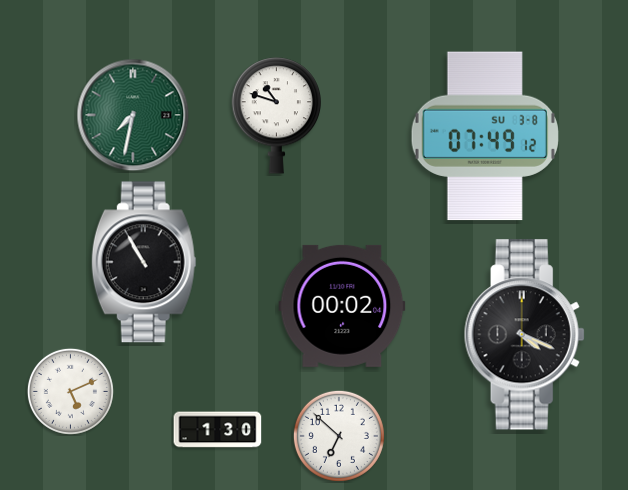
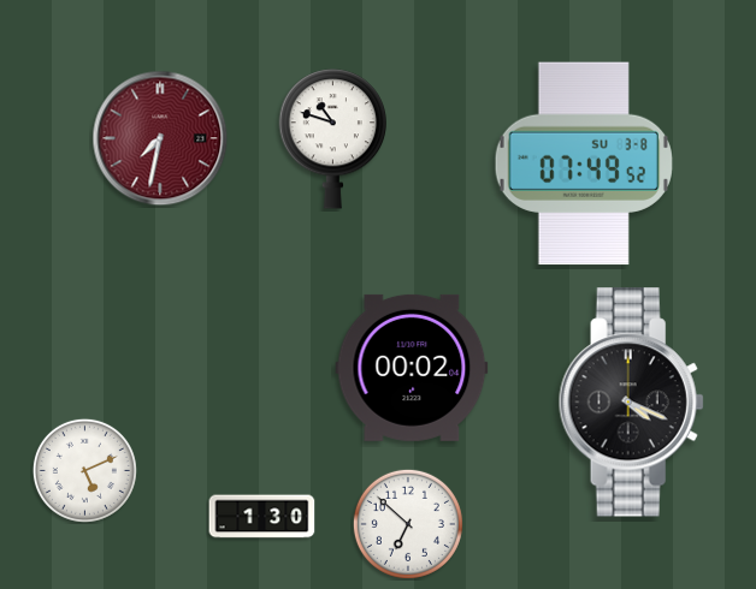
clock at (133, 115) dial: green -> burgundy
clock at (485, 136): 07:49:12 -> 07:49:52
clock at (144, 262): 10:55 -> none
